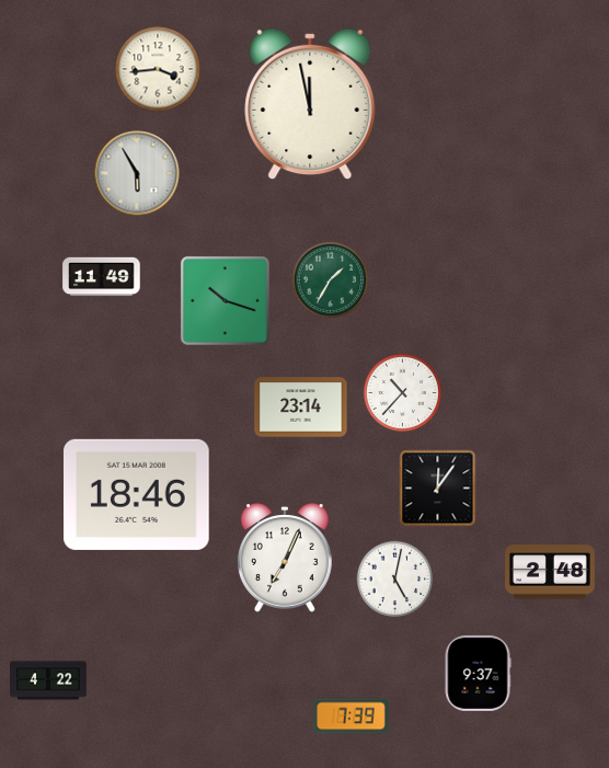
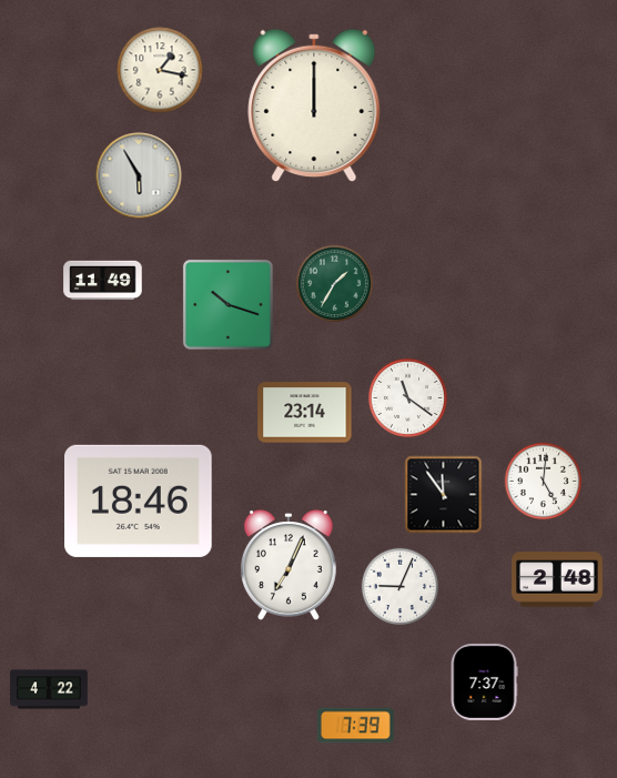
clock at (158, 69): 3:44 -> 1:17
clock at (310, 104): 11:58 -> 12:00
clock at (402, 392): 10:37 -> 11:21
clock at (544, 482): none -> 5:01
clock at (438, 489): 12:06 -> 11:54
clock at (395, 580): 5:02 -> 9:04
clock at (478, 673): 9:37 -> 7:37
